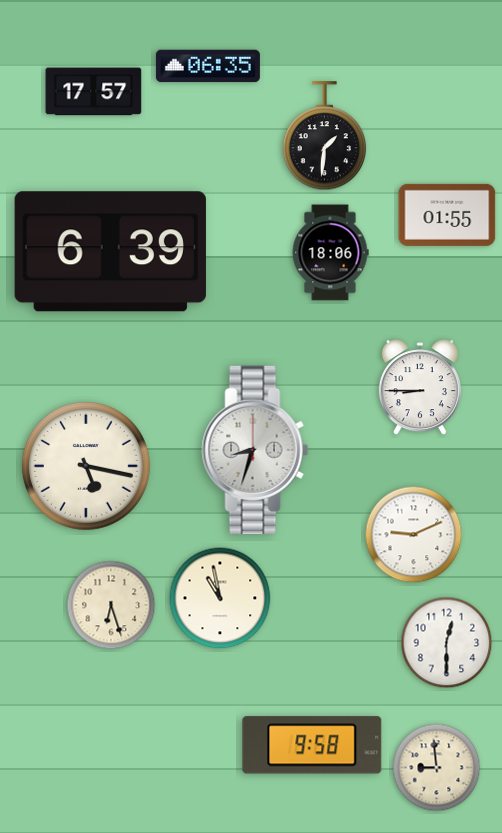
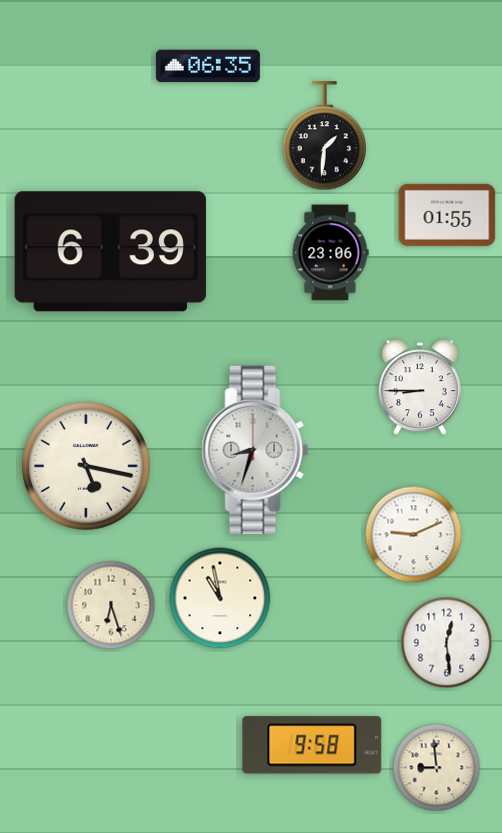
clock at (94, 92): 17:57 -> none
clock at (330, 253): 18:06 -> 23:06
clock at (447, 643): 12:30 -> 12:29
